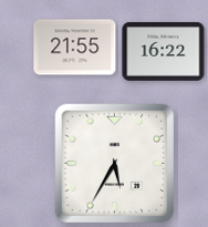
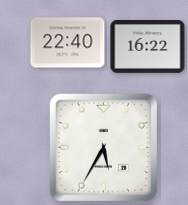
clock at (75, 48): 21:55 -> 22:40
